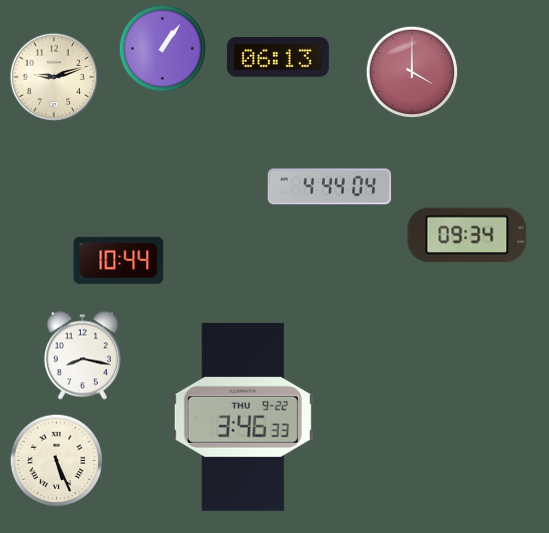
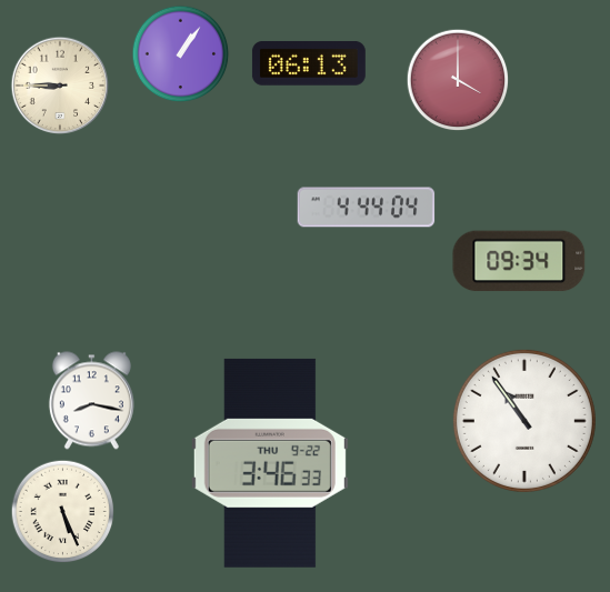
clock at (54, 77): 9:12 -> 8:45
clock at (119, 260): 10:44 -> none
clock at (82, 356) position: (82, 356) -> (91, 401)
clock at (524, 421): none -> 10:54
